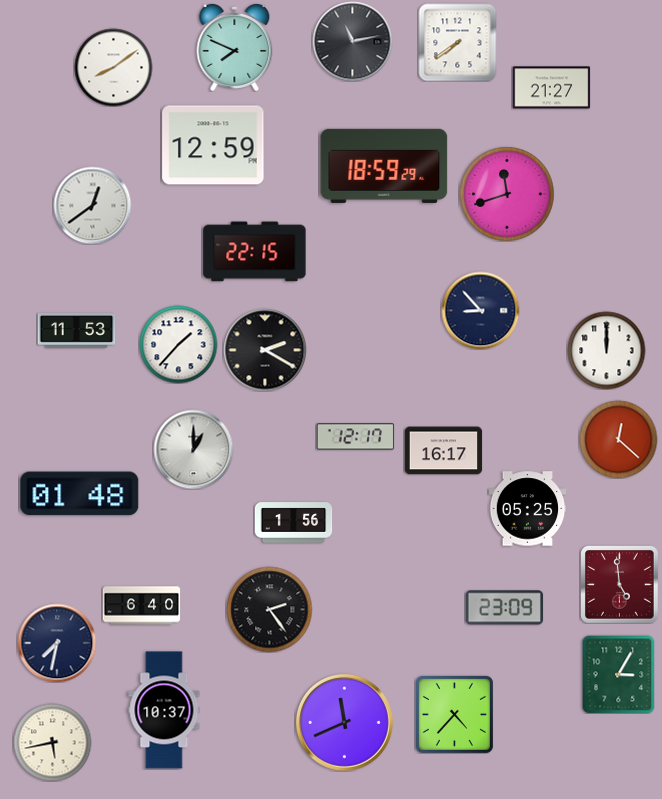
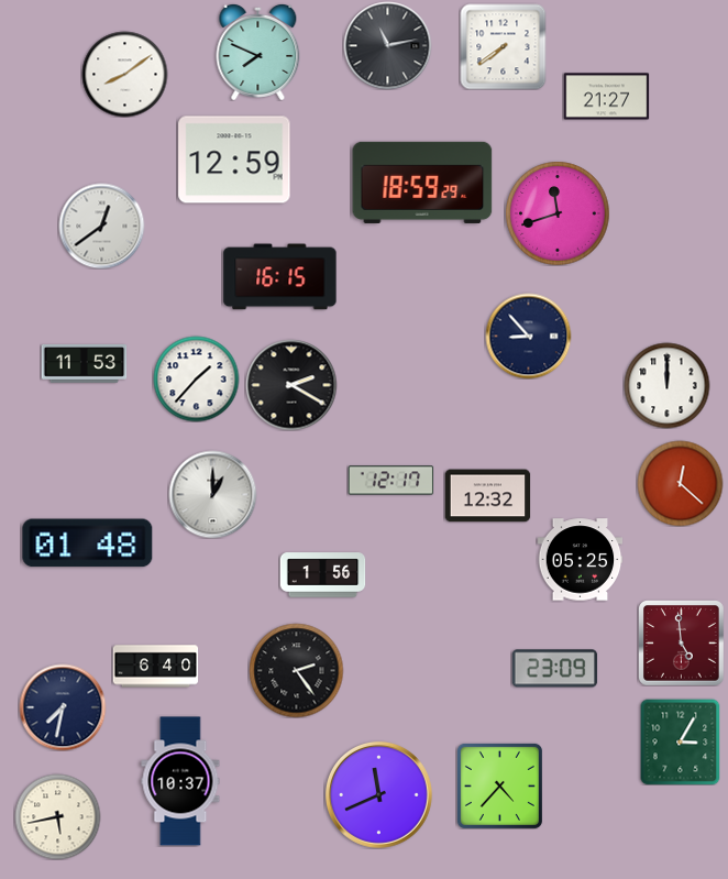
clock at (255, 252): 22:15 -> 16:15
clock at (480, 310) position: (480, 310) -> (528, 336)
clock at (443, 451): 16:17 -> 12:32
